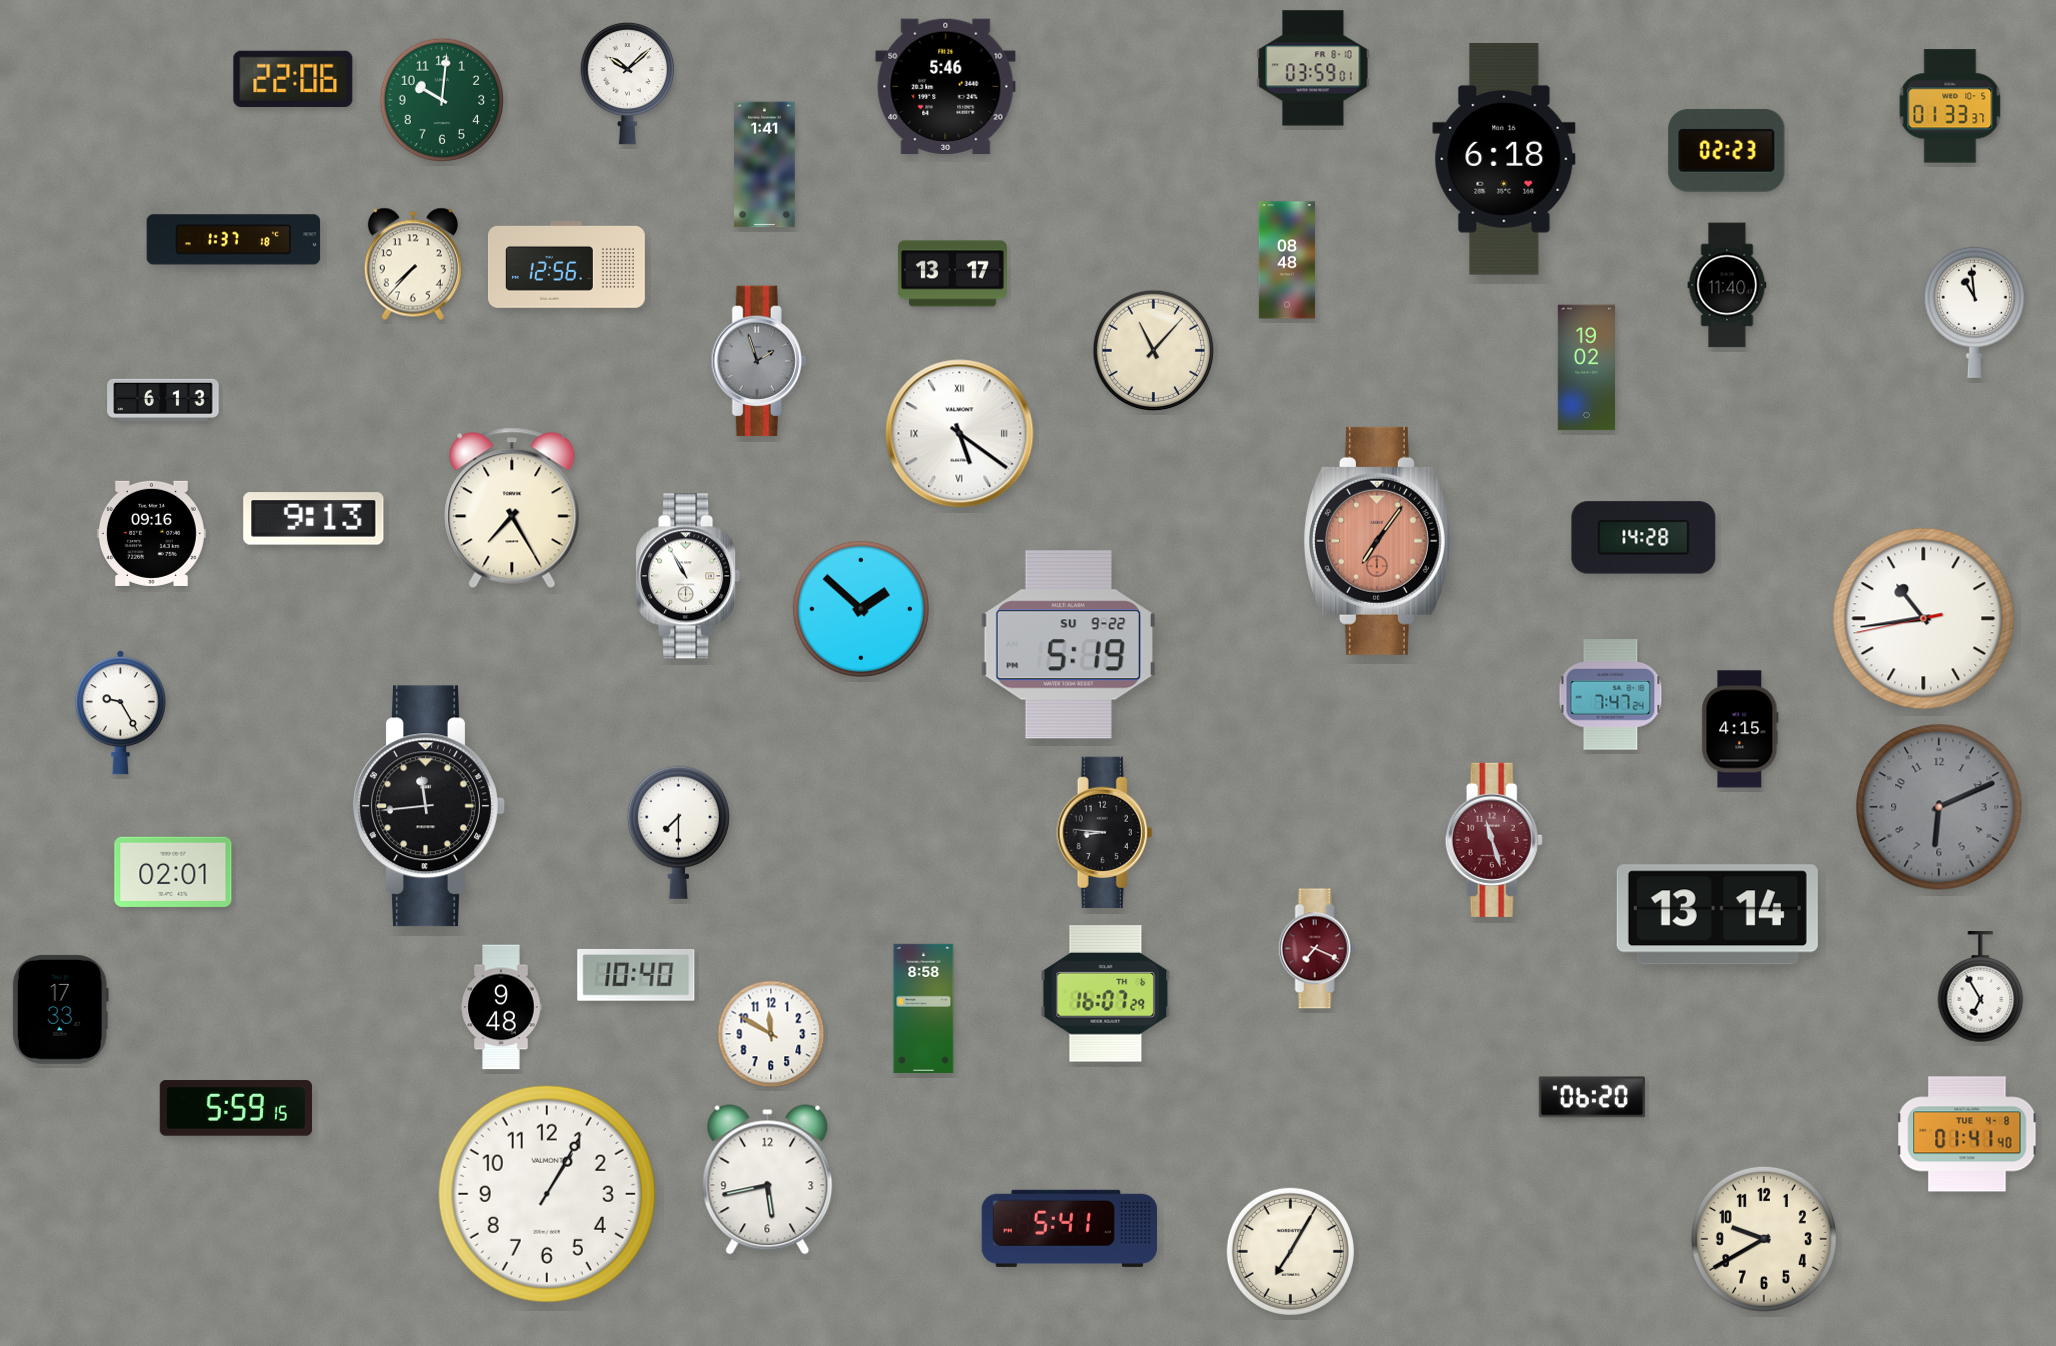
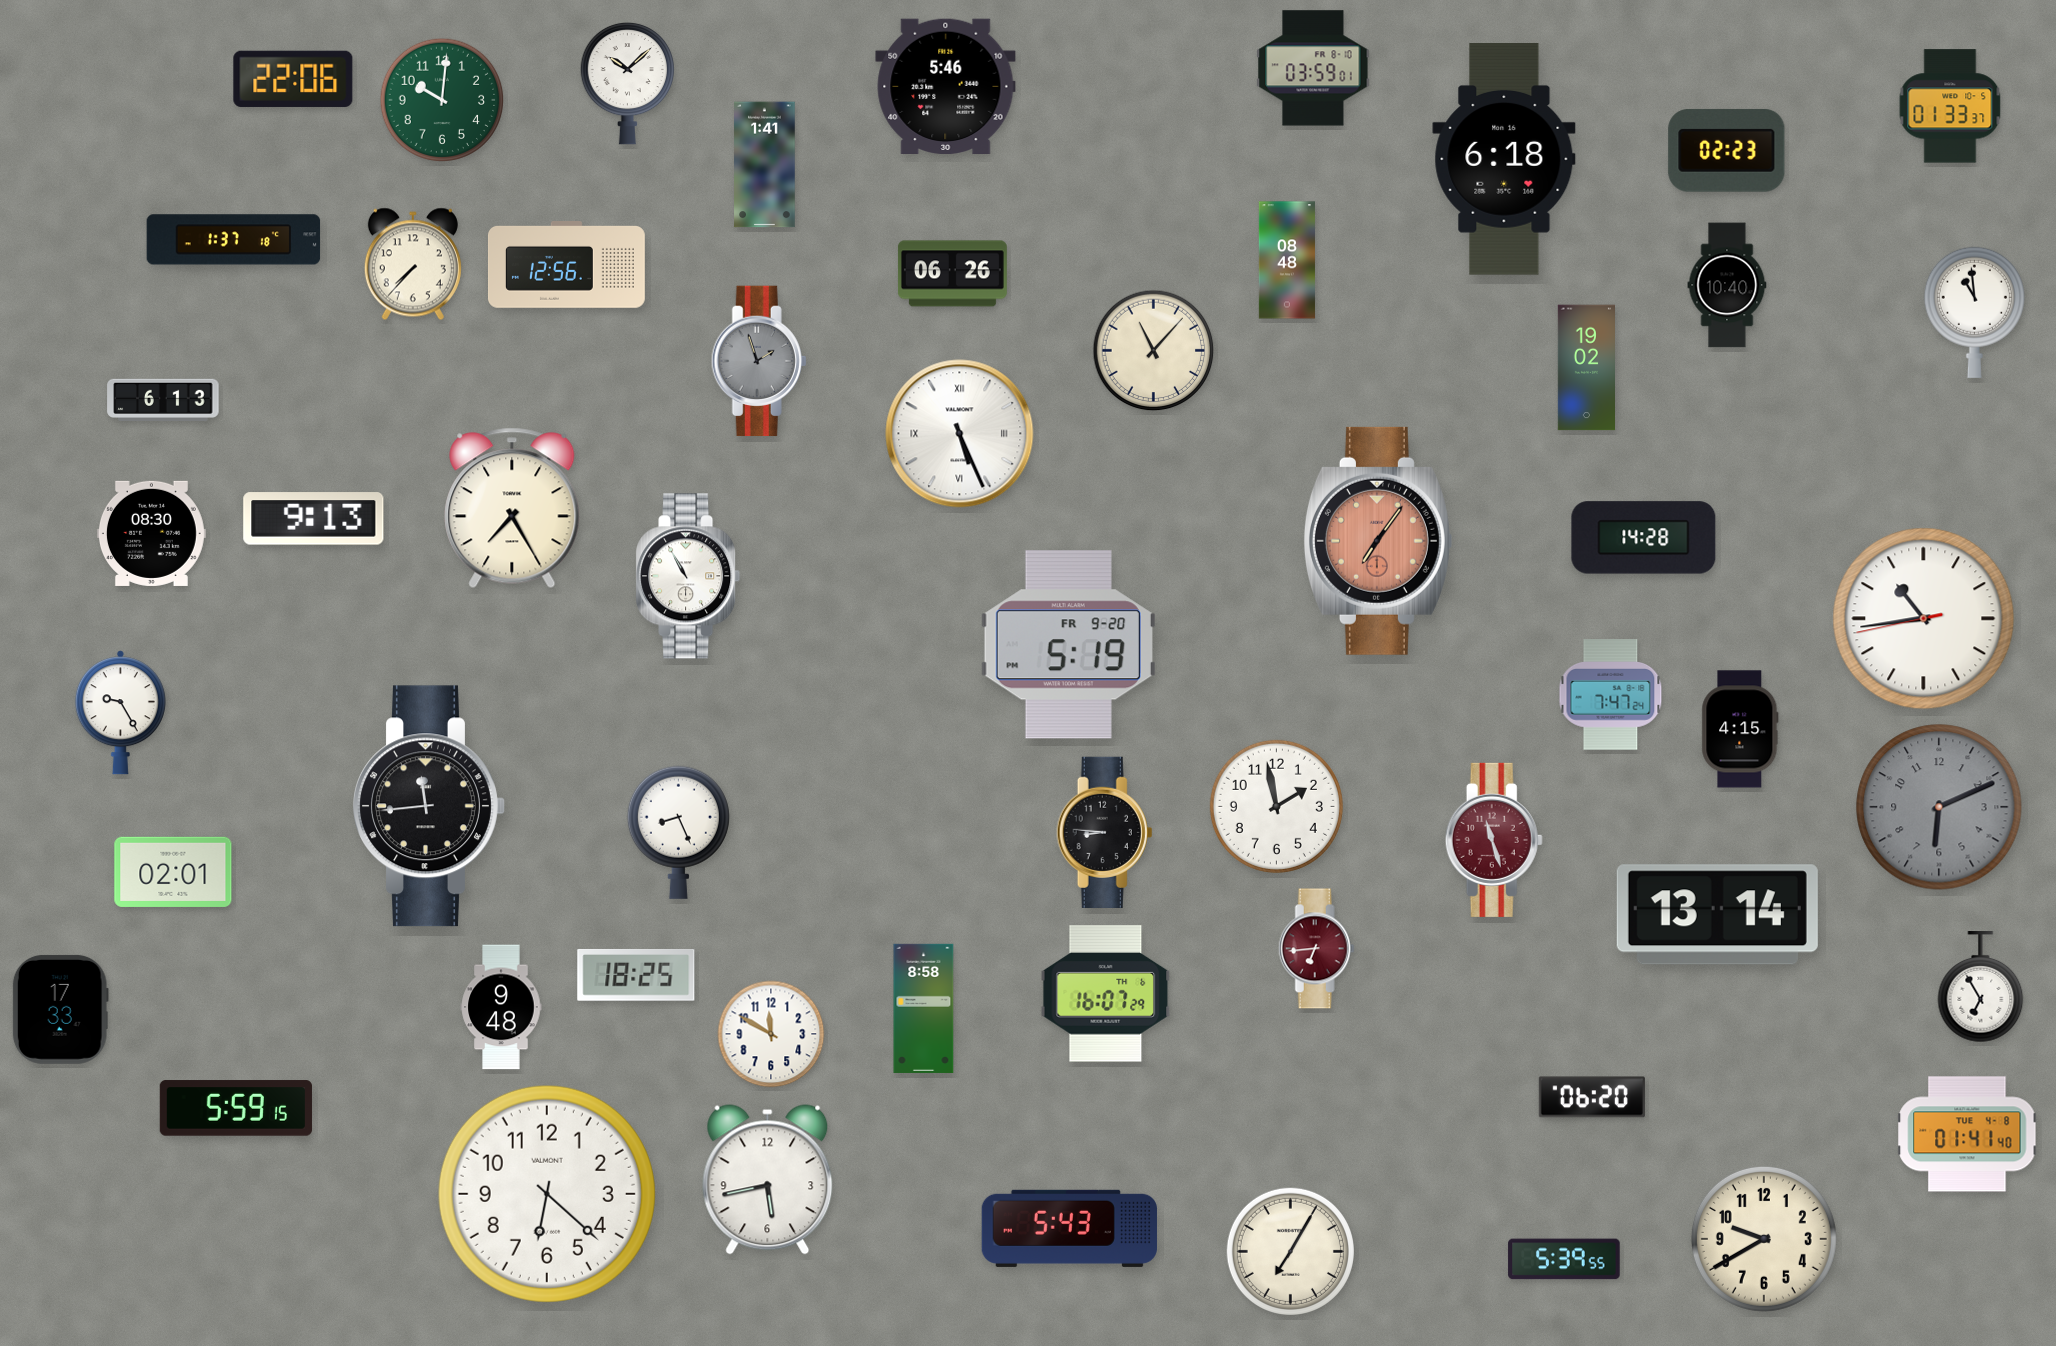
clock at (952, 274): 13:17 -> 06:26
clock at (1727, 285): 11:40 -> 10:40
clock at (960, 434): 5:21 -> 5:26
clock at (151, 533): 09:16 -> 08:30
clock at (861, 609): 1:52 -> none
clock at (1068, 645) date: SU 9-22 -> FR 9-20
clock at (1276, 806): none -> 1:58
clock at (678, 832): 7:30 -> 8:26
clock at (1316, 949): 7:19 -> 6:44
clock at (636, 975): 10:40 -> 18:25
clock at (547, 1194): 1:05 -> 6:22
clock at (1069, 1228): 5:41 -> 5:43
clock at (1564, 1259): none -> 5:39
